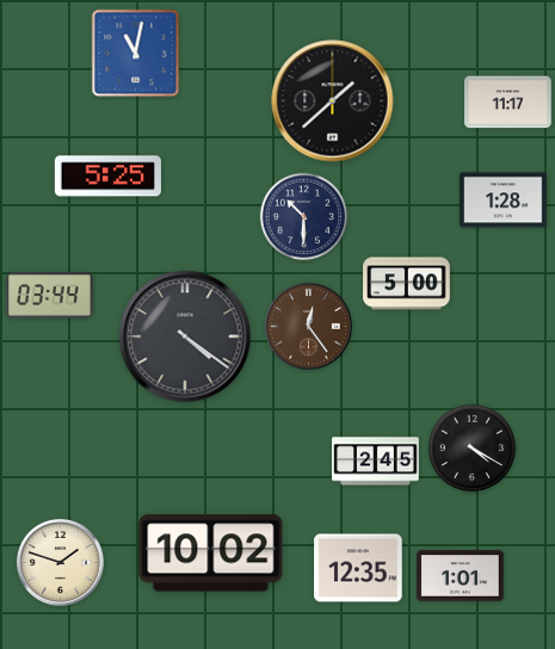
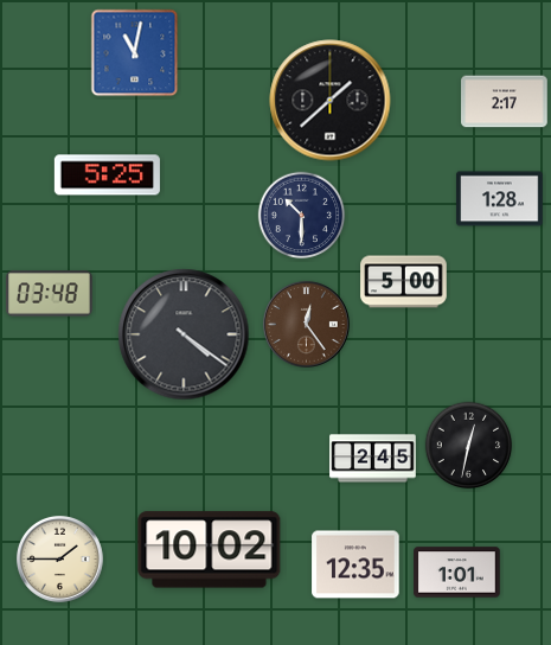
clock at (508, 103): 11:17 -> 2:17
clock at (50, 296): 03:44 -> 03:48
clock at (473, 449): 4:20 -> 12:32
clock at (60, 562): 1:48 -> 1:45
